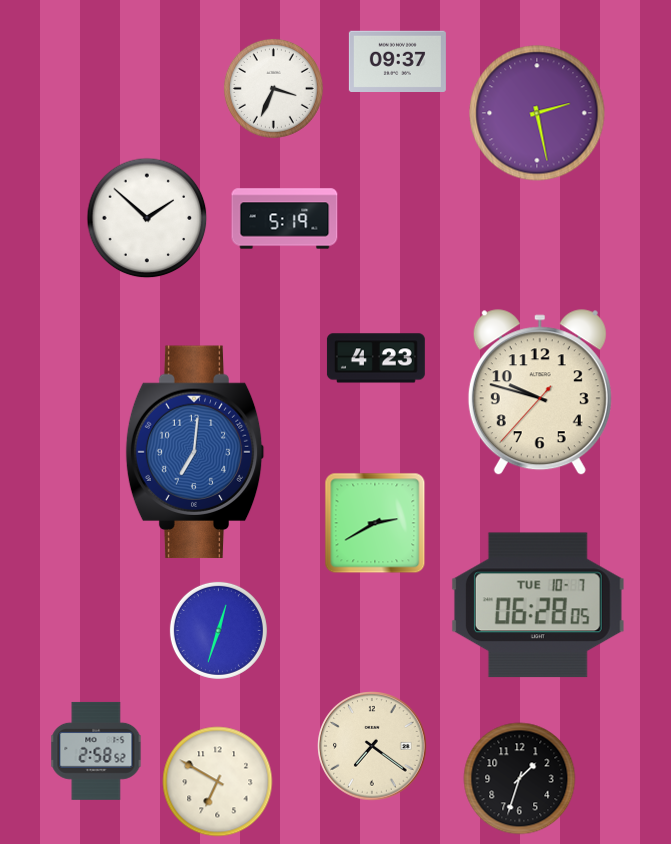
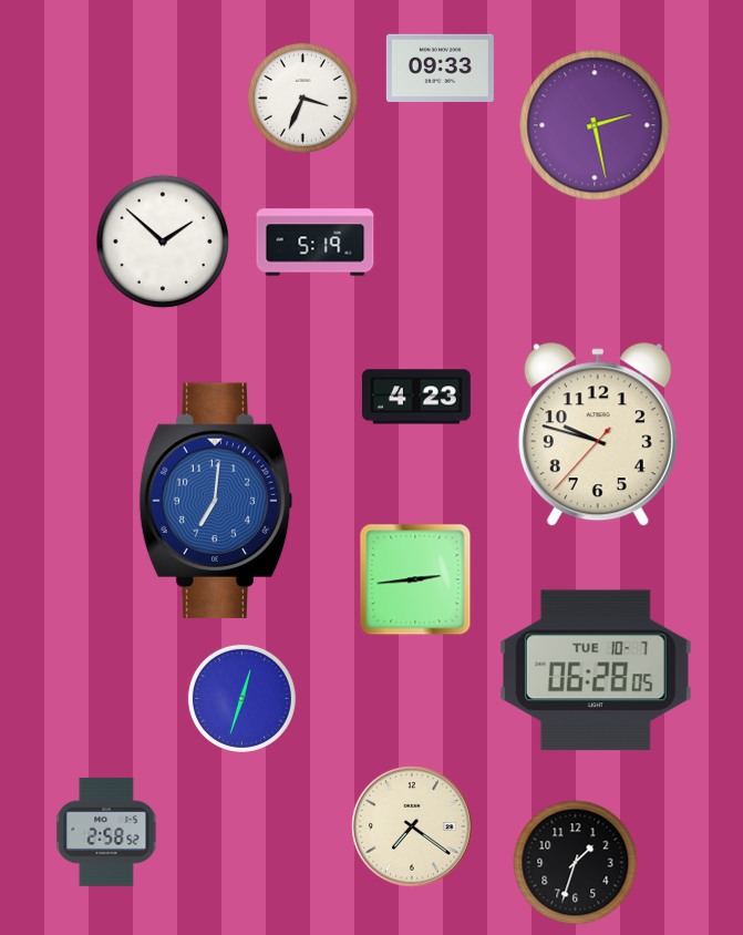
clock at (397, 61): 09:37 -> 09:33
clock at (375, 523): 2:40 -> 2:44
clock at (218, 782): 6:50 -> none
